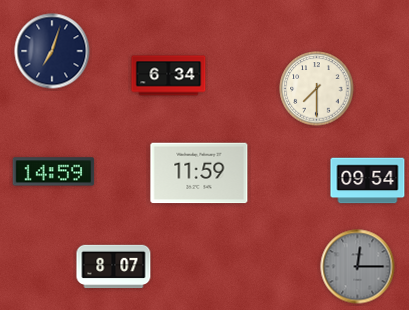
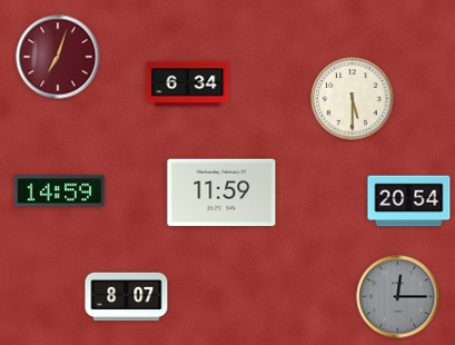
clock at (52, 51) dial: navy -> burgundy
clock at (317, 89): 7:30 -> 5:30
clock at (368, 181): 09:54 -> 20:54
